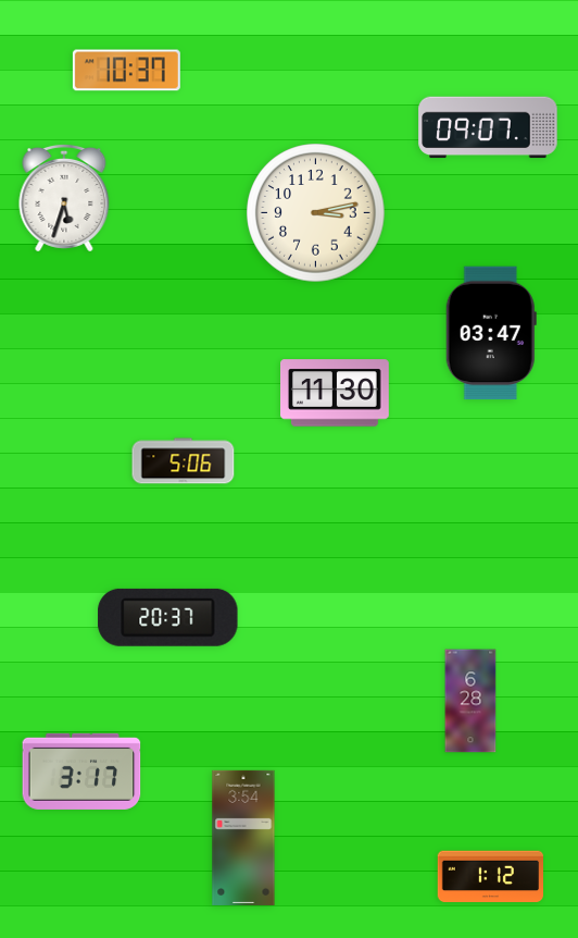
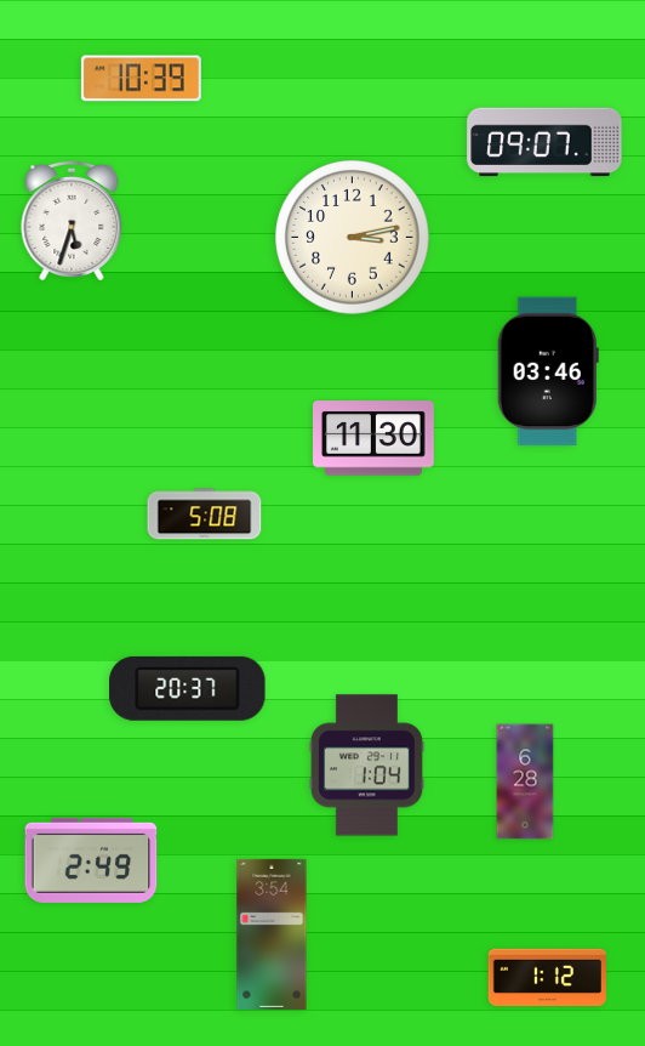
clock at (126, 71): 10:37 -> 10:39
clock at (491, 333): 03:47 -> 03:46
clock at (184, 461): 5:06 -> 5:08
clock at (366, 766): none -> 1:04
clock at (81, 772): 3:17 -> 2:49
